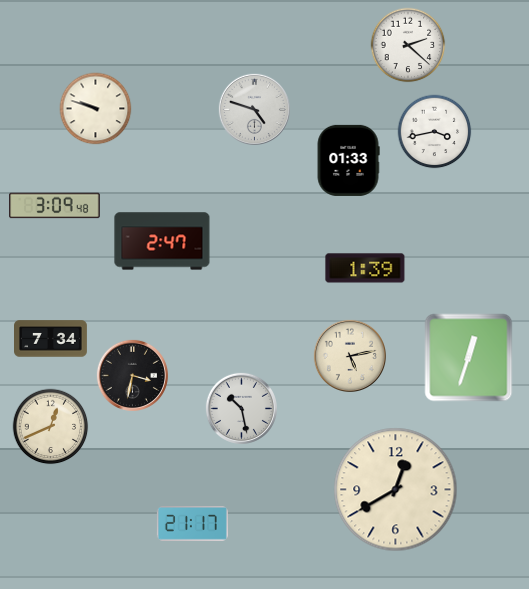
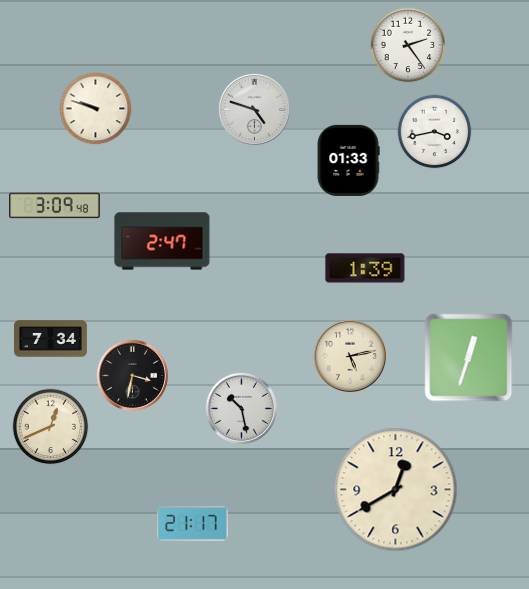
clock at (408, 45): 2:22 -> 2:24
